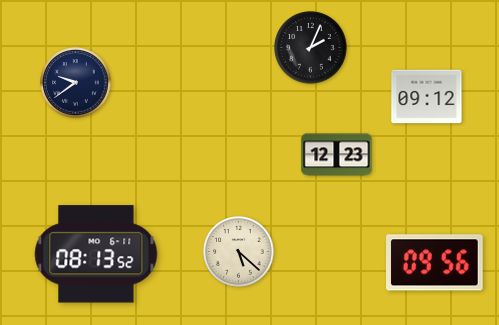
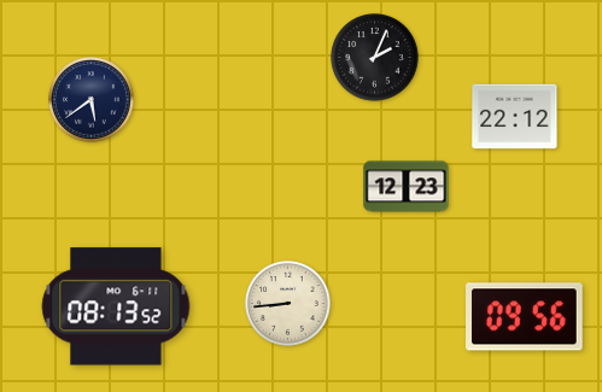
clock at (76, 83): 9:39 -> 5:39
clock at (427, 97): 09:12 -> 22:12
clock at (239, 252): 5:22 -> 8:44
